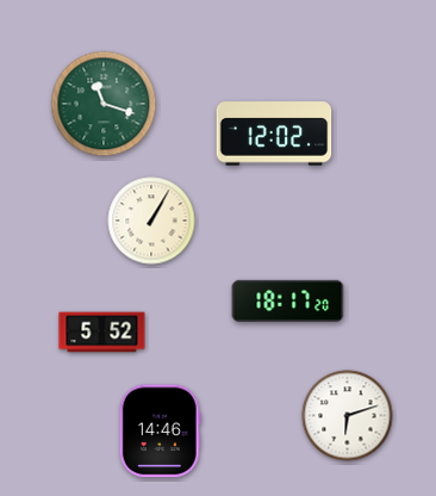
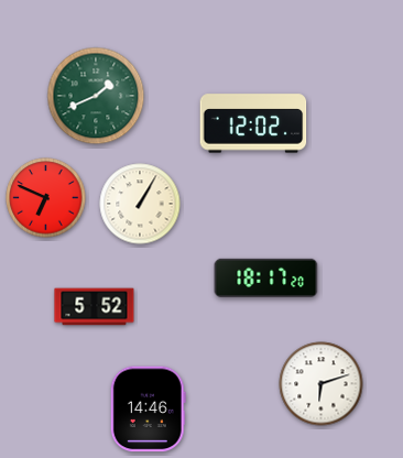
clock at (104, 104): 11:18 -> 1:41
clock at (46, 198): none -> 6:49
clock at (160, 432) position: (160, 432) -> (148, 410)
